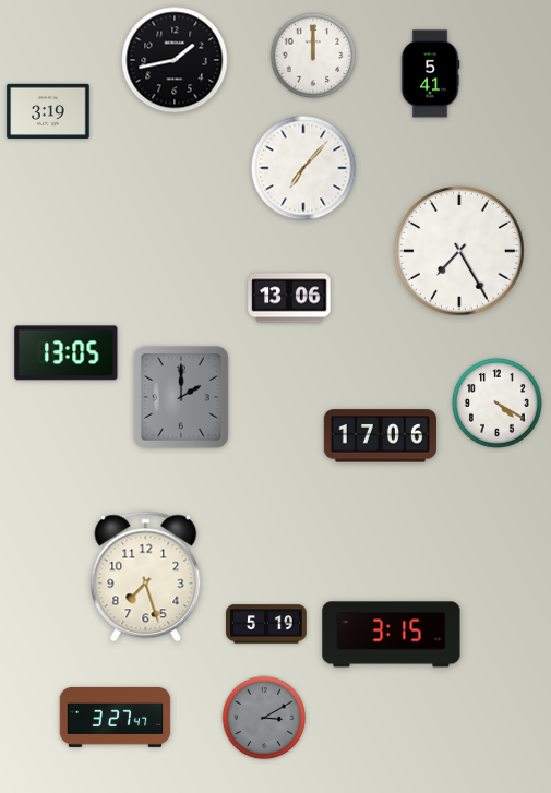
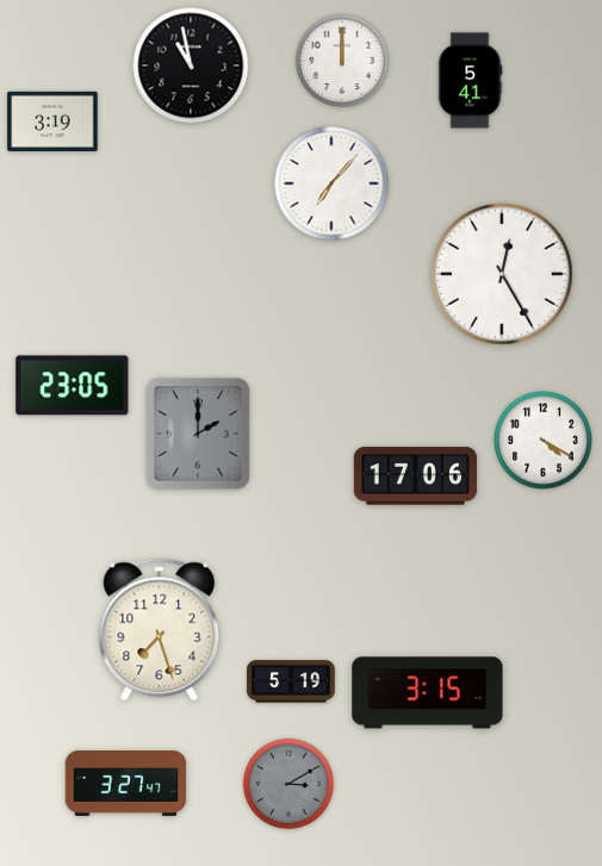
clock at (175, 60): 1:43 -> 10:58
clock at (459, 251): 7:25 -> 12:25
clock at (289, 298): 13:06 -> none
clock at (67, 353): 13:05 -> 23:05
